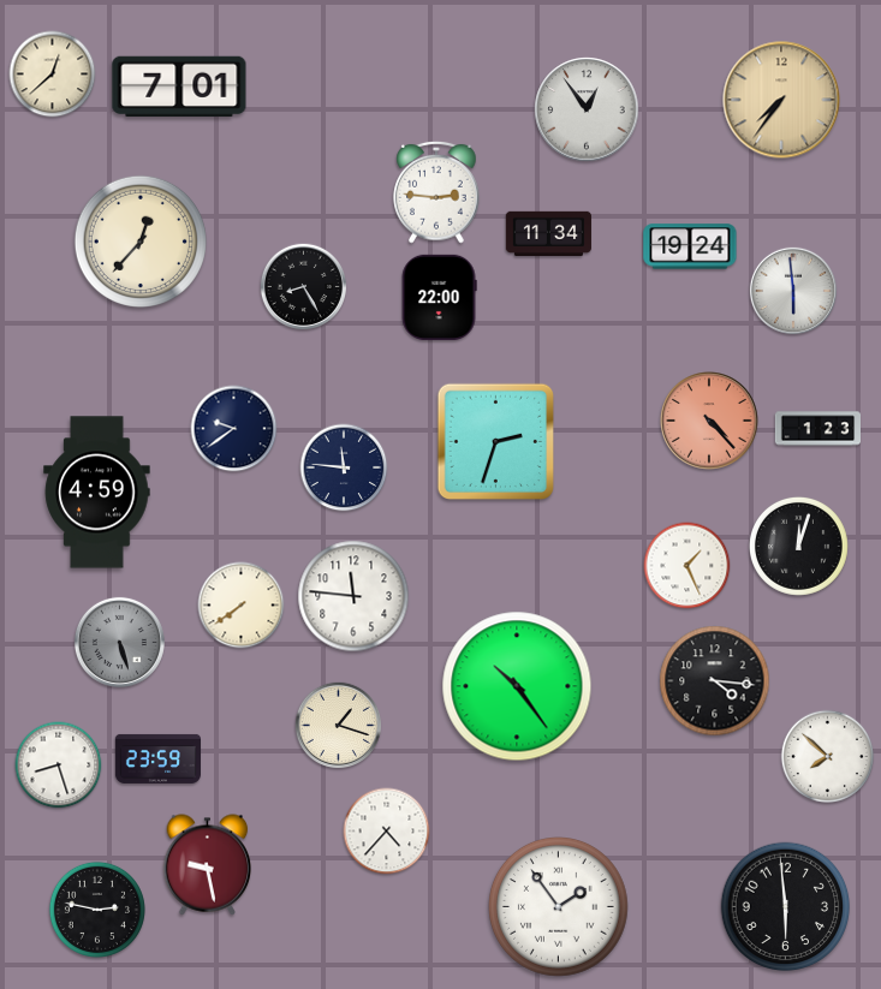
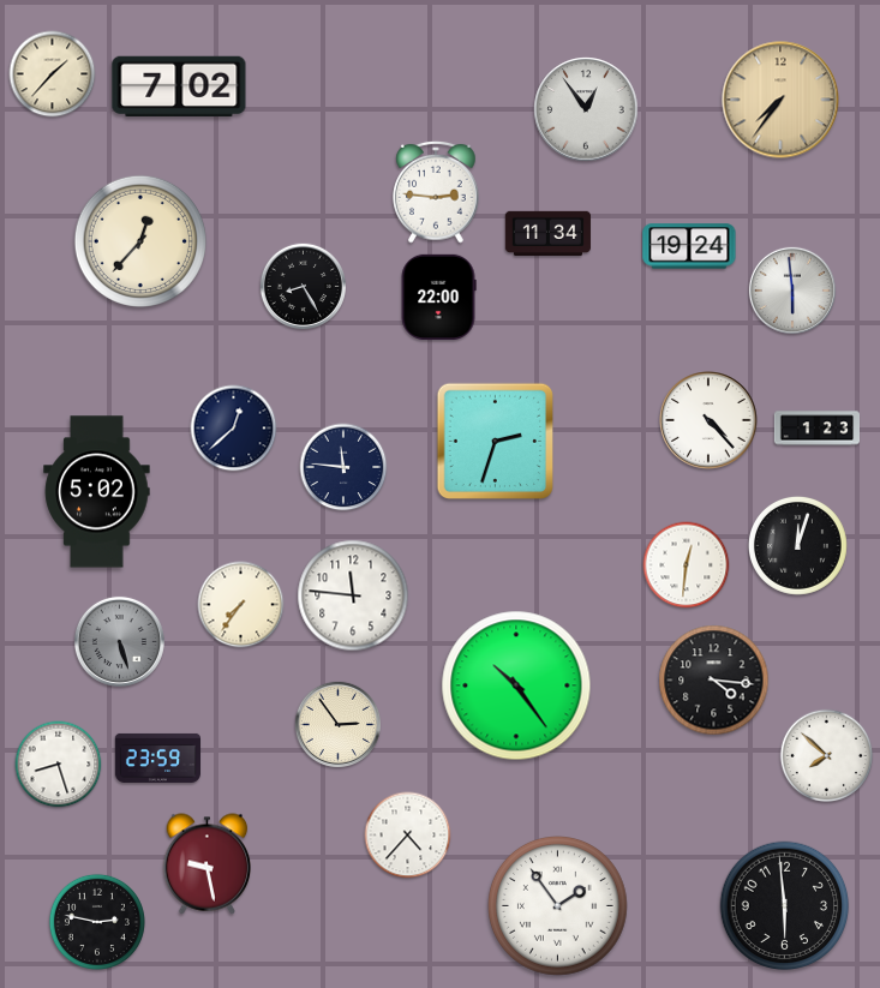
clock at (53, 75): 12:38 -> 1:37
clock at (179, 87): 7:01 -> 7:02
clock at (709, 421) dial: salmon -> white
clock at (234, 429): 9:39 -> 12:38
clock at (97, 493): 4:59 -> 5:02
clock at (687, 566): 1:26 -> 12:31
clock at (242, 606): 7:39 -> 7:36
clock at (338, 725): 1:18 -> 2:54
clock at (387, 832) position: (387, 832) -> (408, 836)
clock at (97, 910) position: (97, 910) -> (97, 922)
